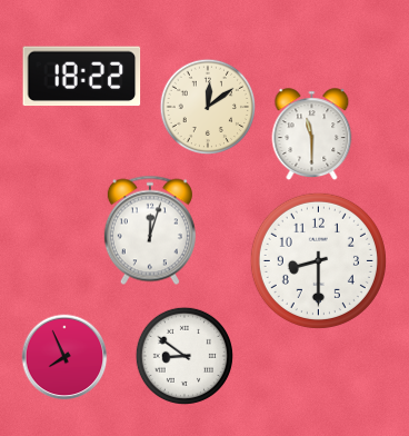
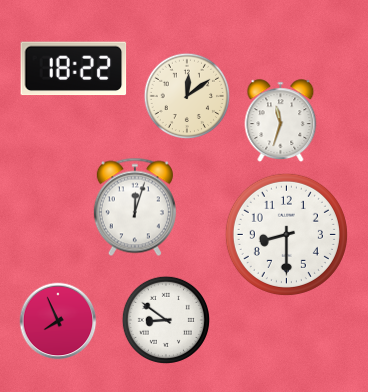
clock at (312, 133): 11:30 -> 11:33
